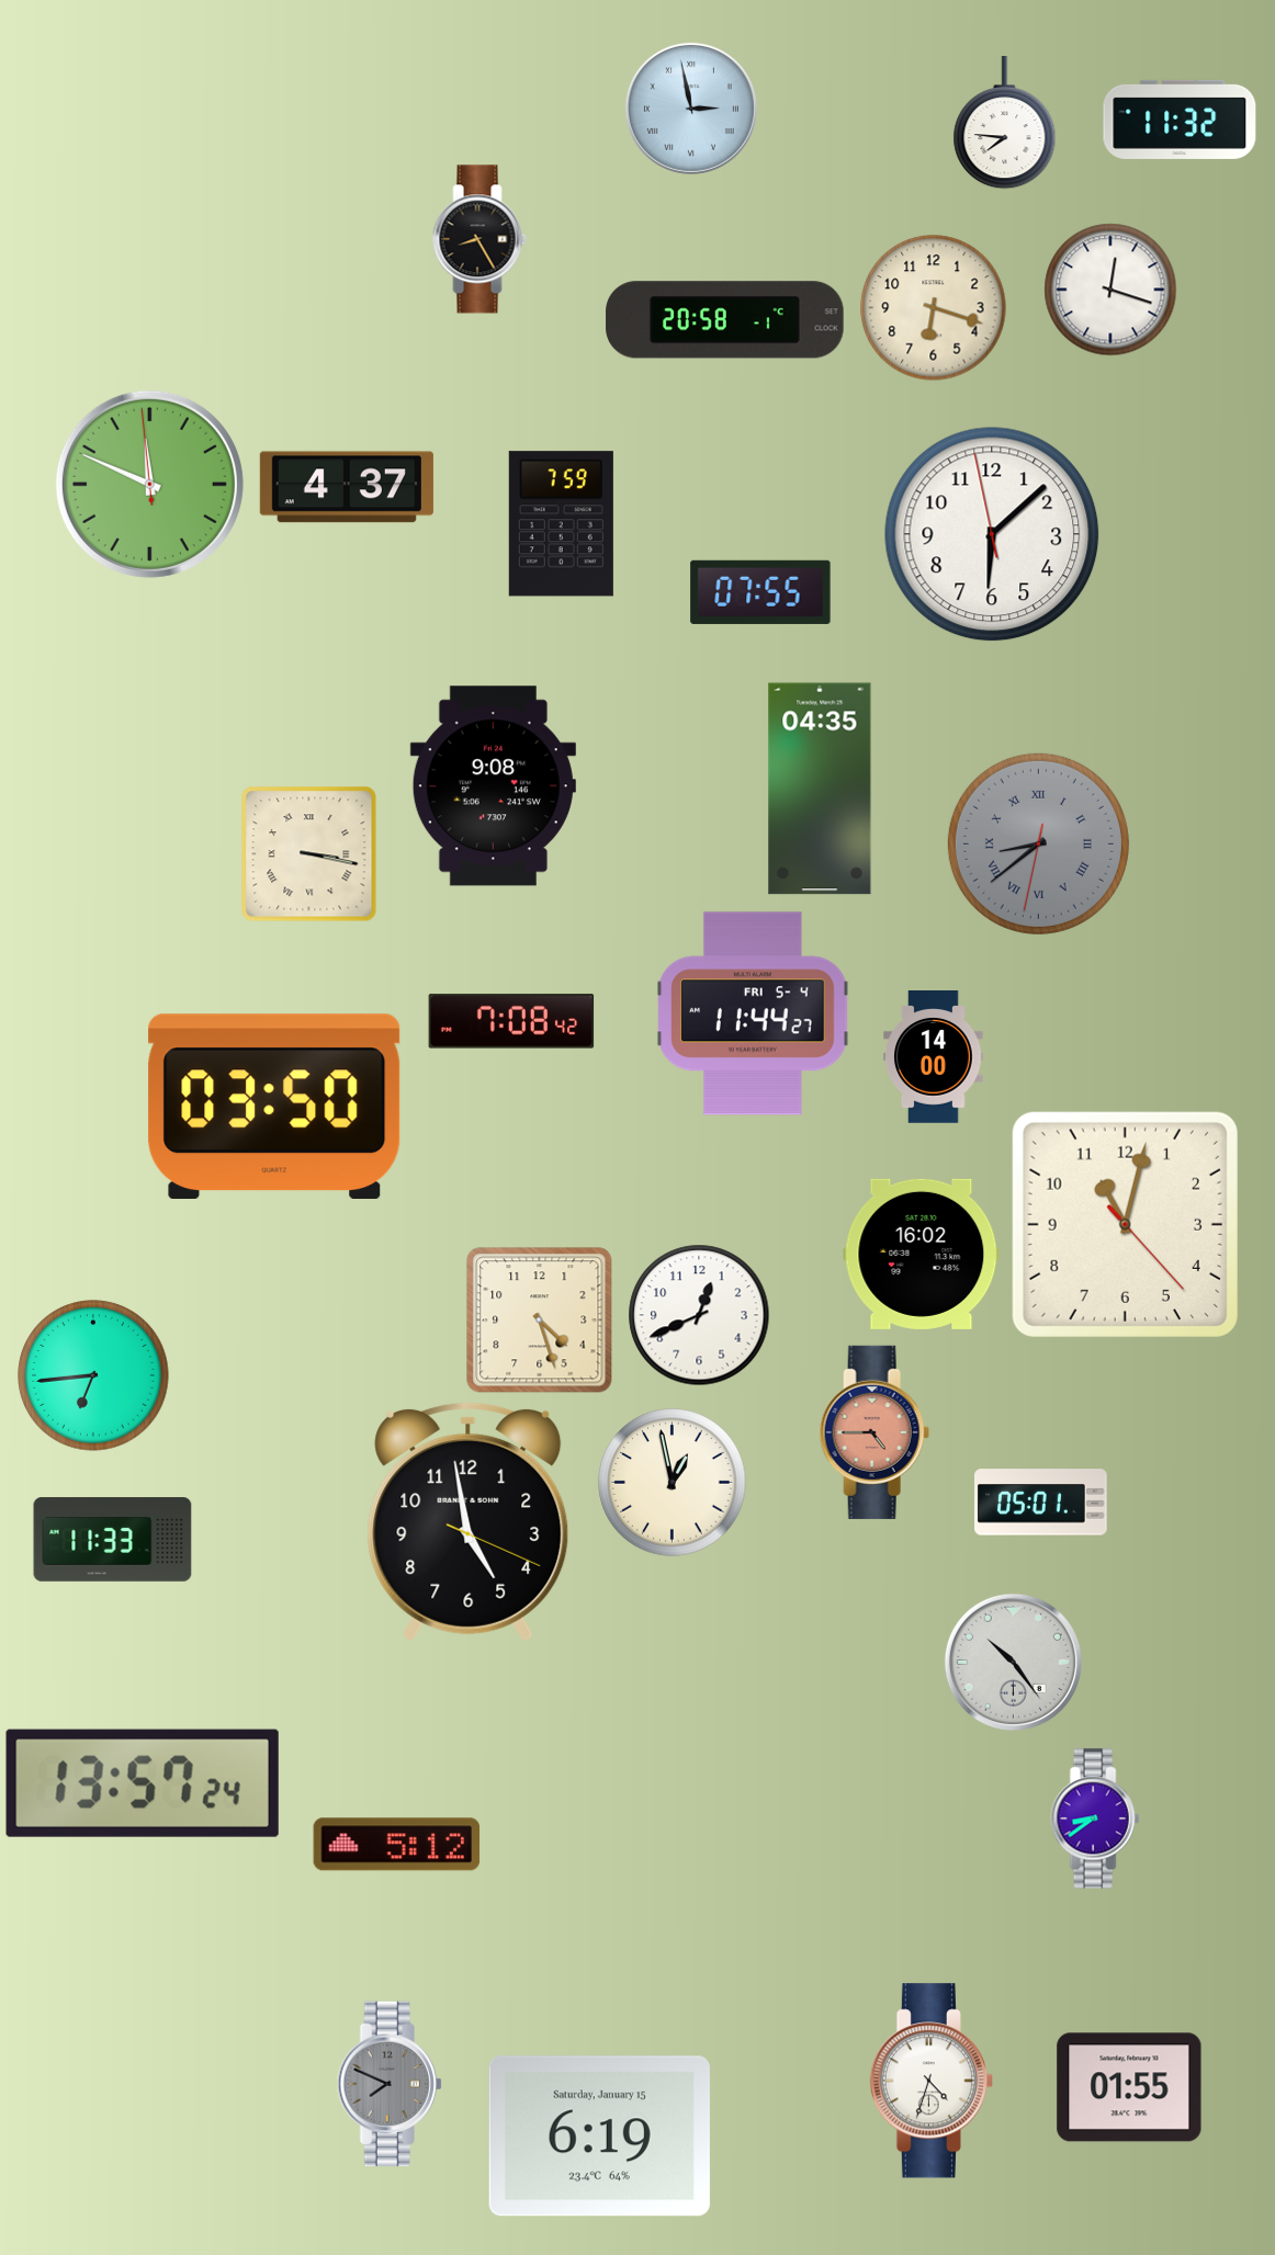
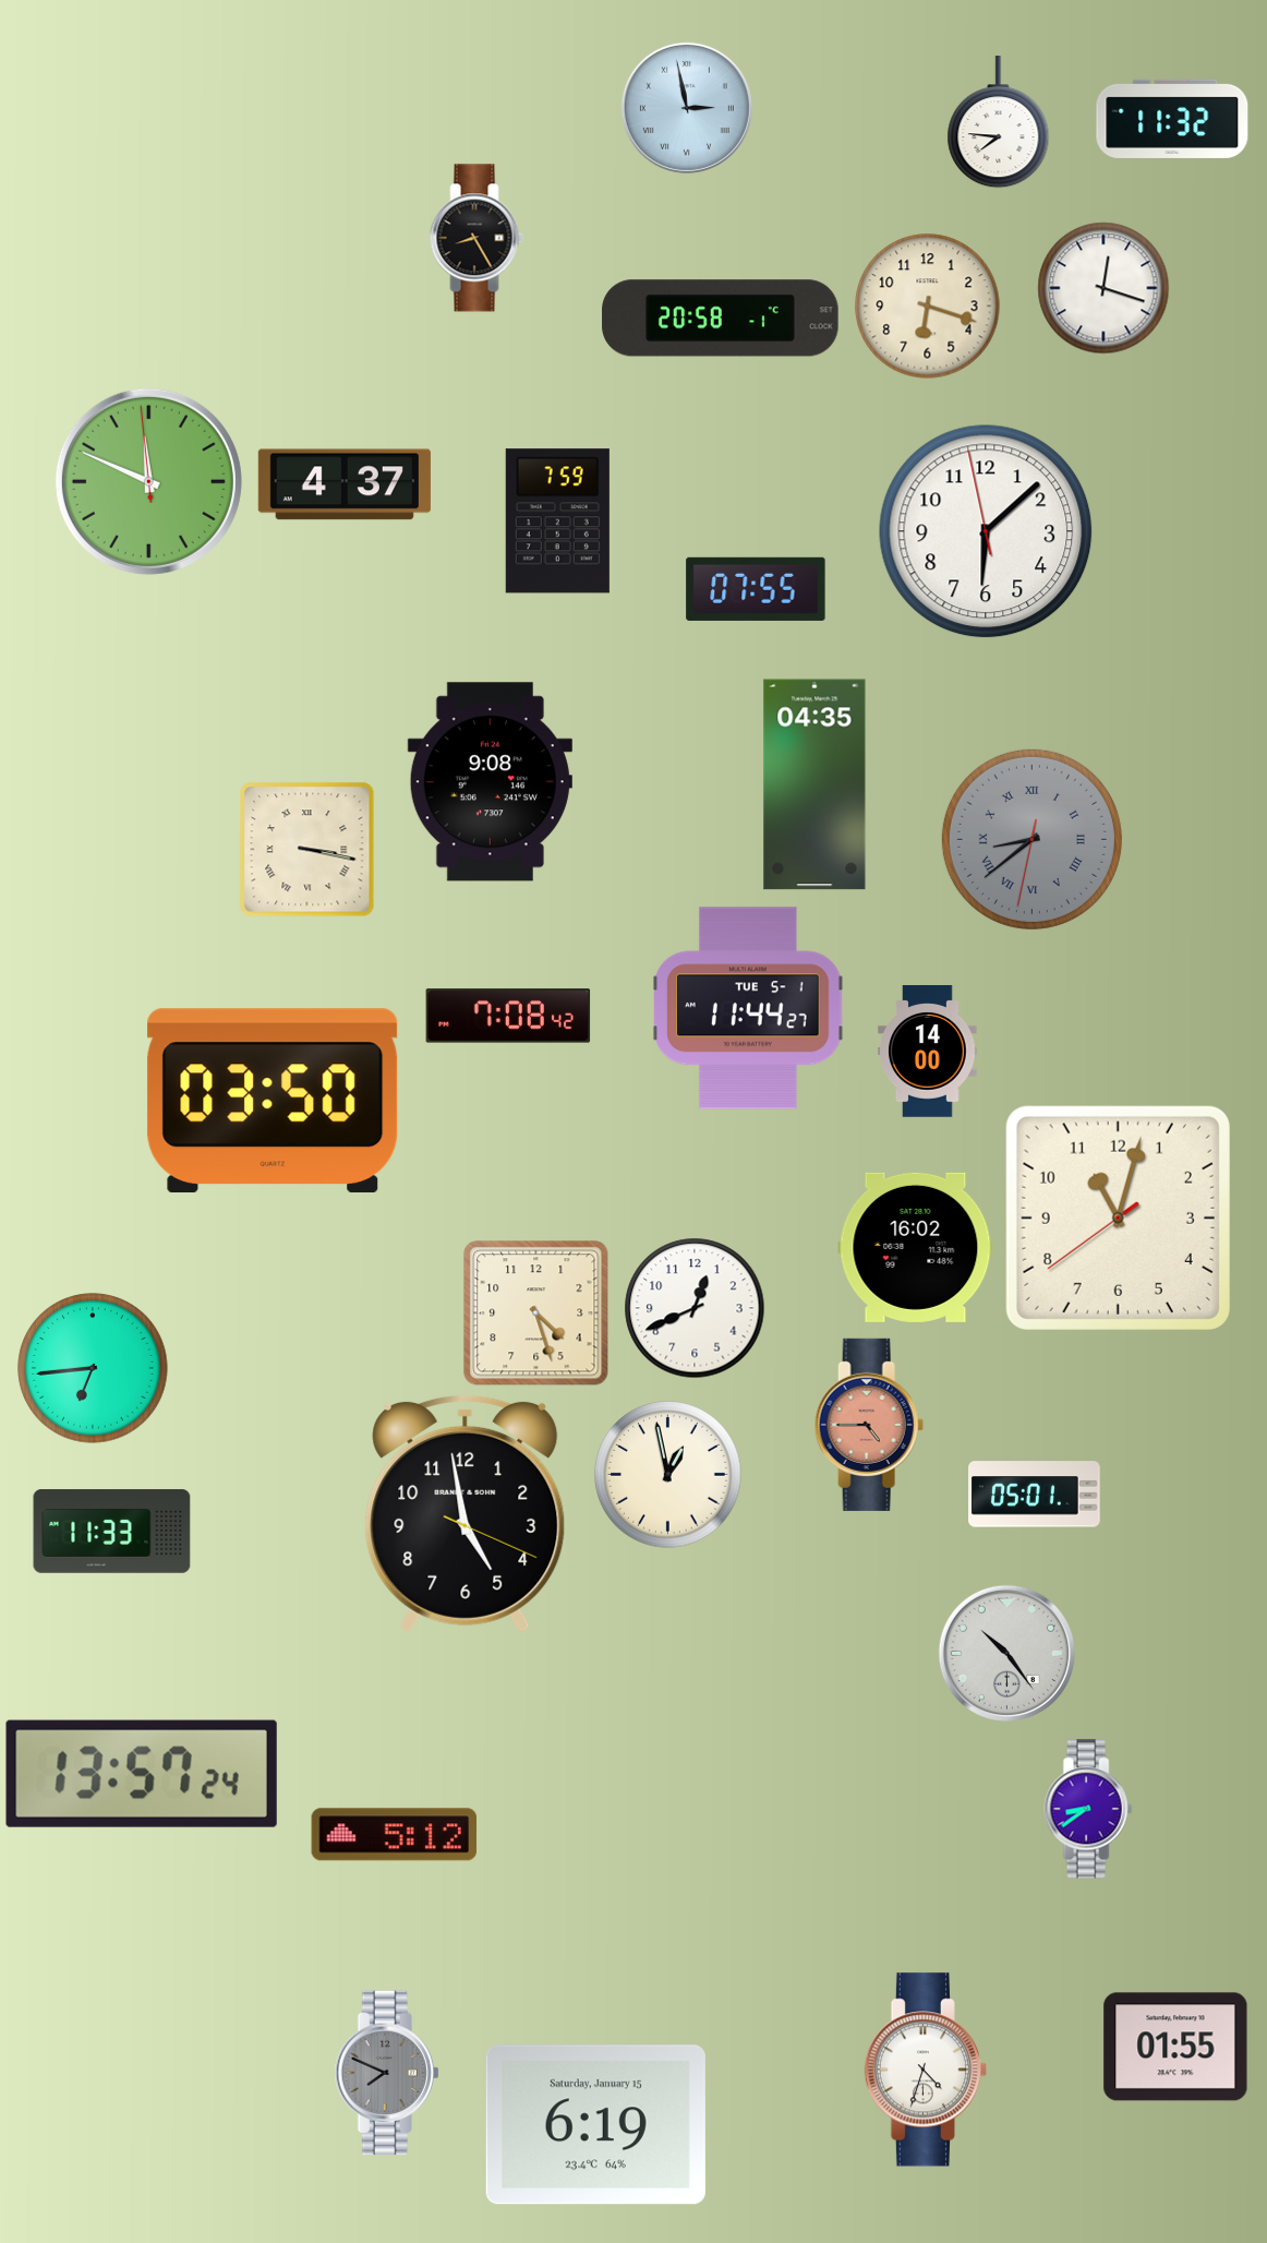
clock at (754, 1013) date: FRI 5-4 -> TUE 5-1
clock at (1125, 1224): 11:02:23 -> 11:02:39
clock at (1129, 2087) position: (1129, 2087) -> (1175, 2047)
